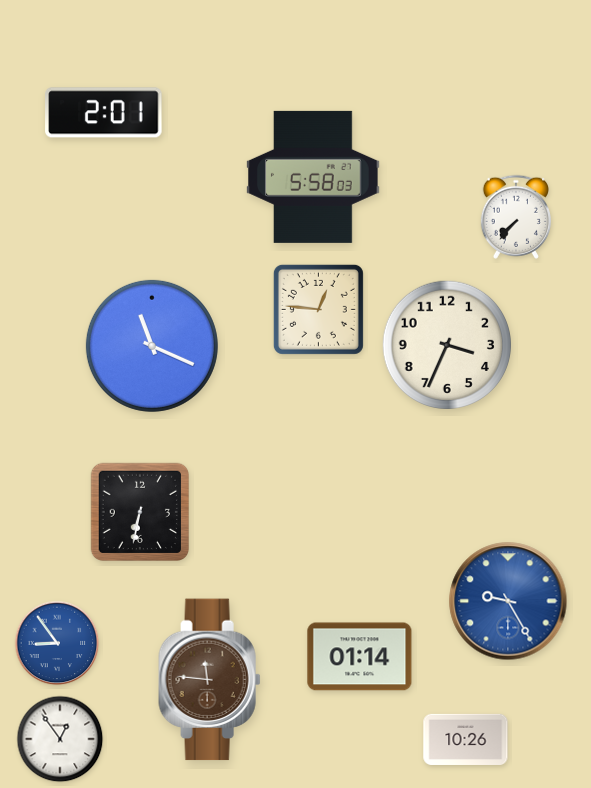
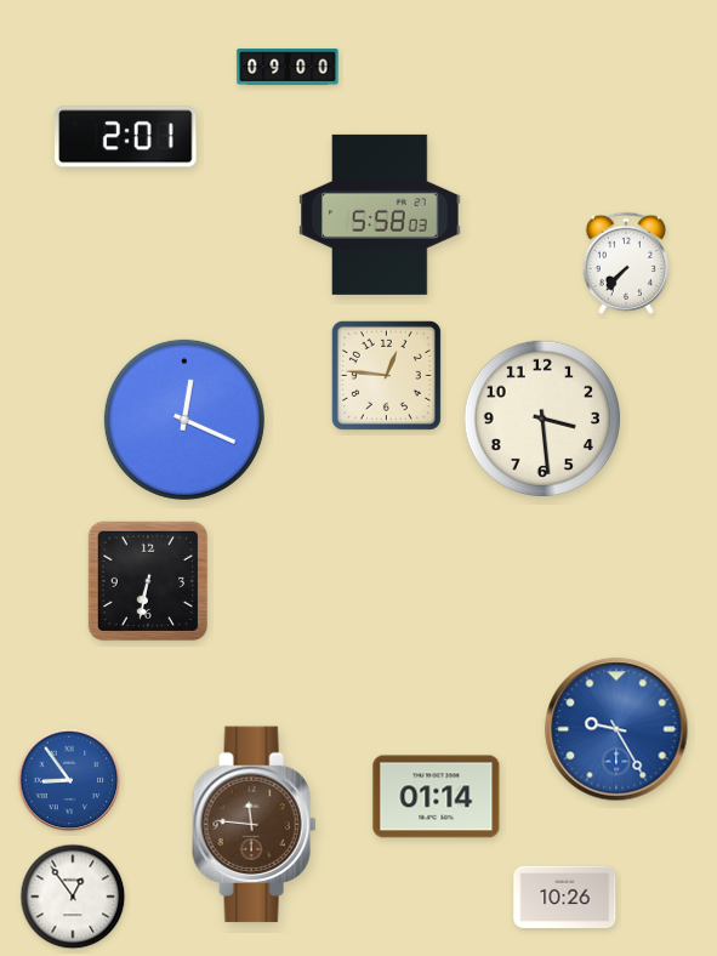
clock at (288, 67): none -> 09:00
clock at (447, 345): 3:34 -> 3:29
clock at (152, 346): 11:19 -> 12:19
clock at (139, 511) position: (139, 511) -> (147, 580)
